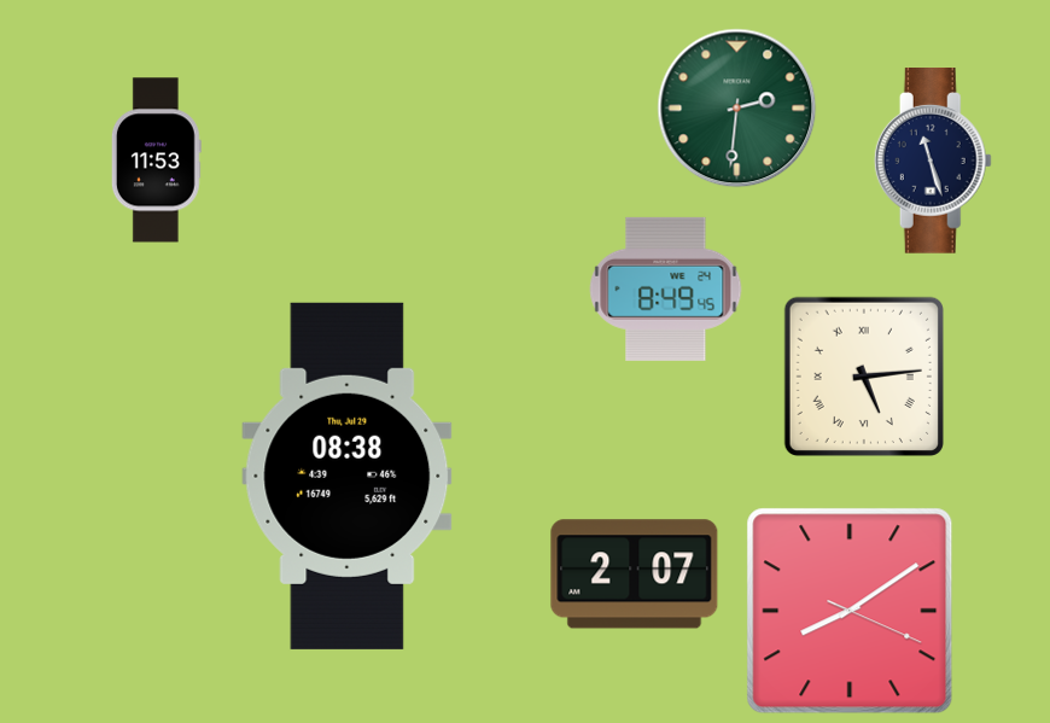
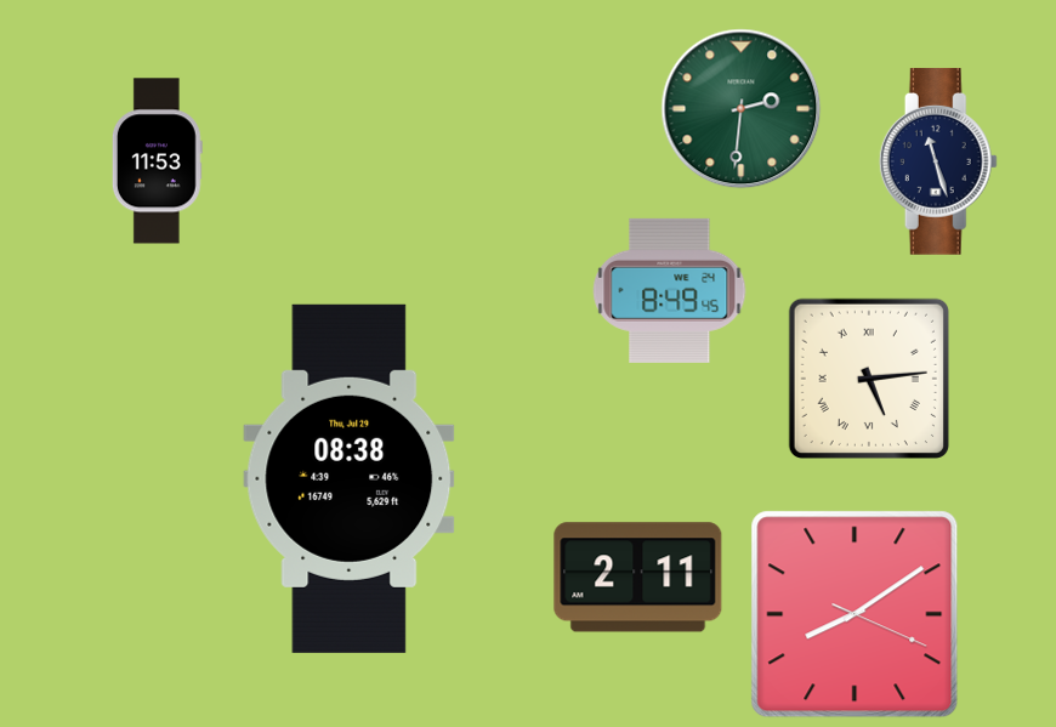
clock at (635, 575): 2:07 -> 2:11
